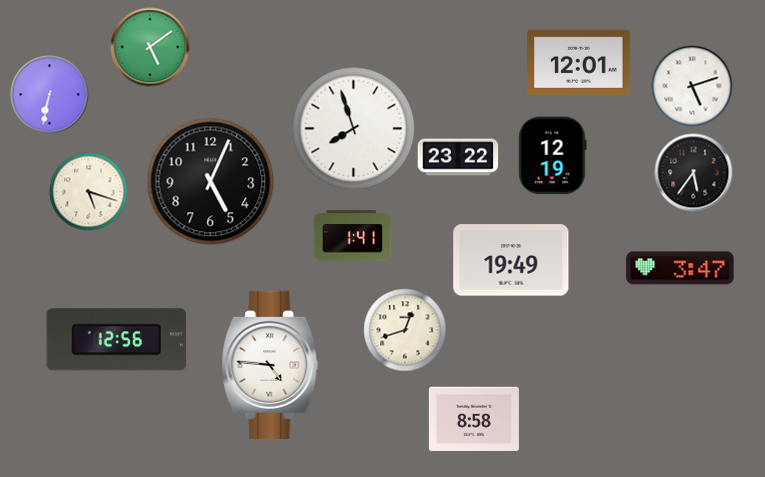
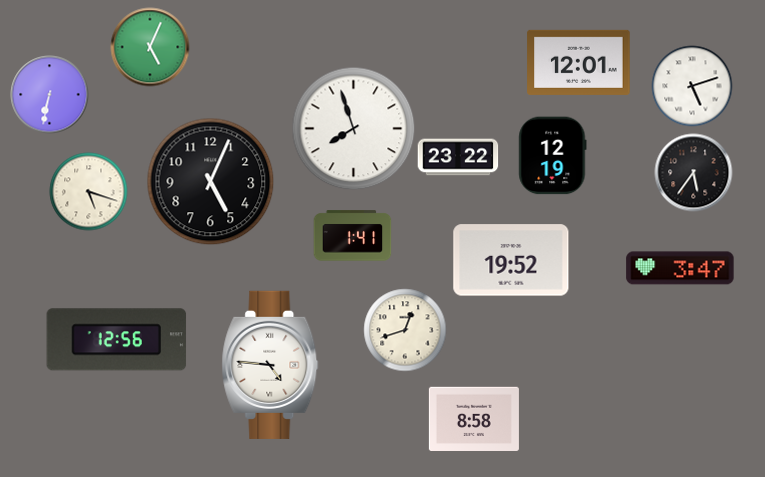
clock at (150, 47): 5:09 -> 5:04
clock at (511, 260): 19:49 -> 19:52
